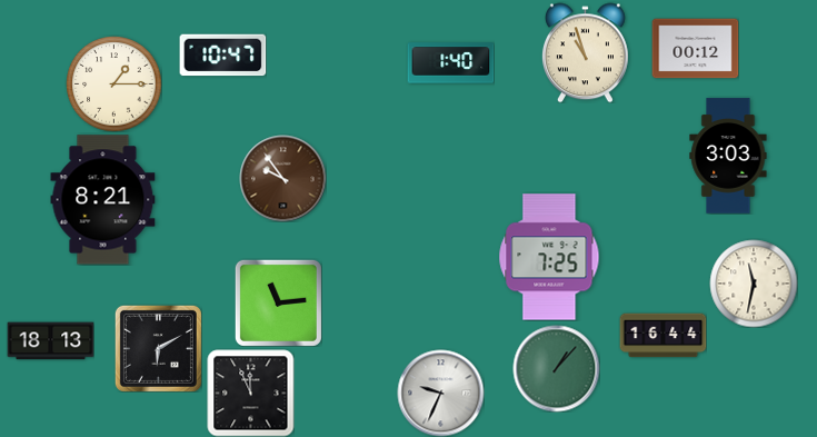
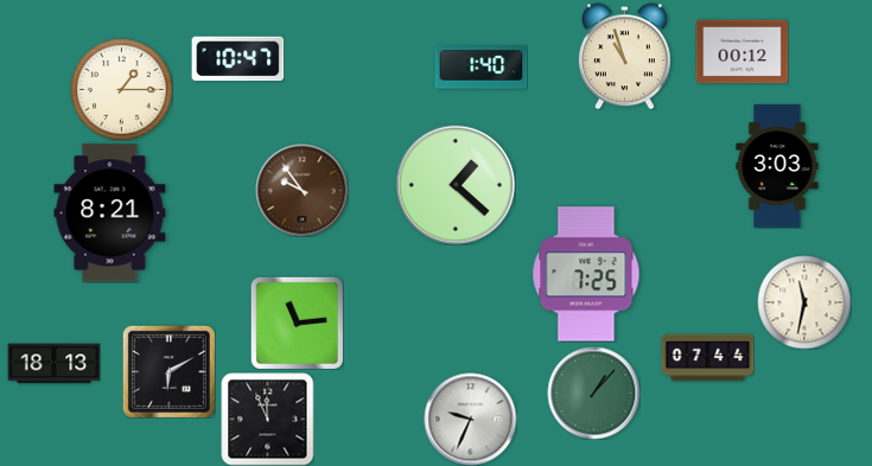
clock at (456, 185): none -> 1:22
clock at (662, 336): 16:44 -> 07:44
